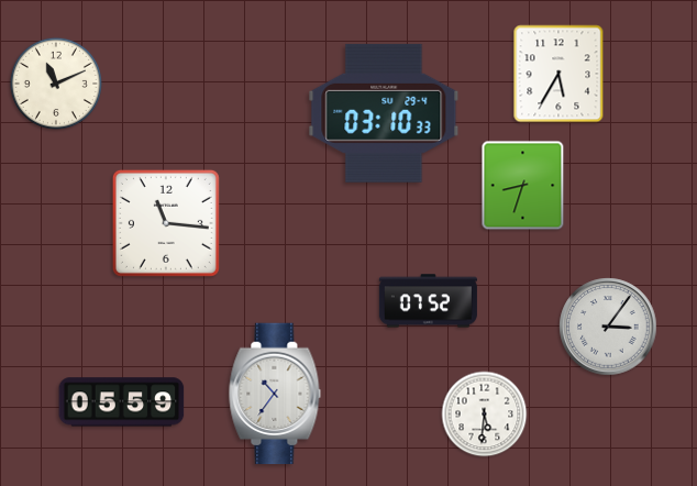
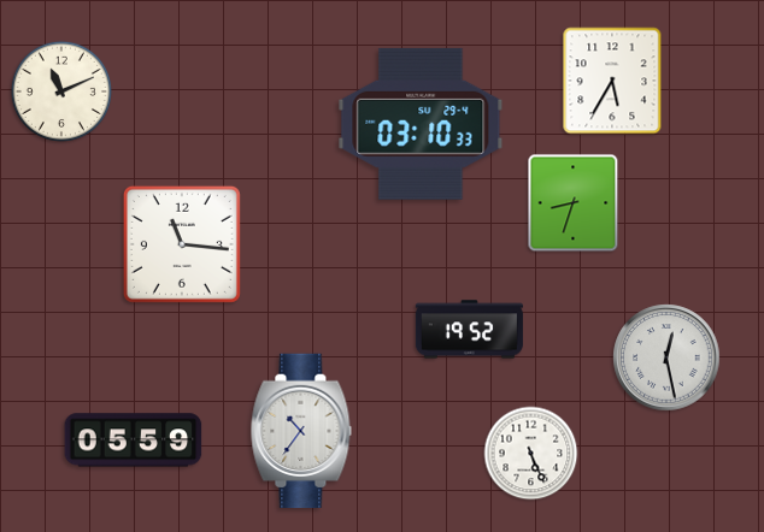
clock at (428, 301): 07:52 -> 19:52
clock at (608, 327): 3:06 -> 12:28
clock at (485, 415): 5:31 -> 5:26
